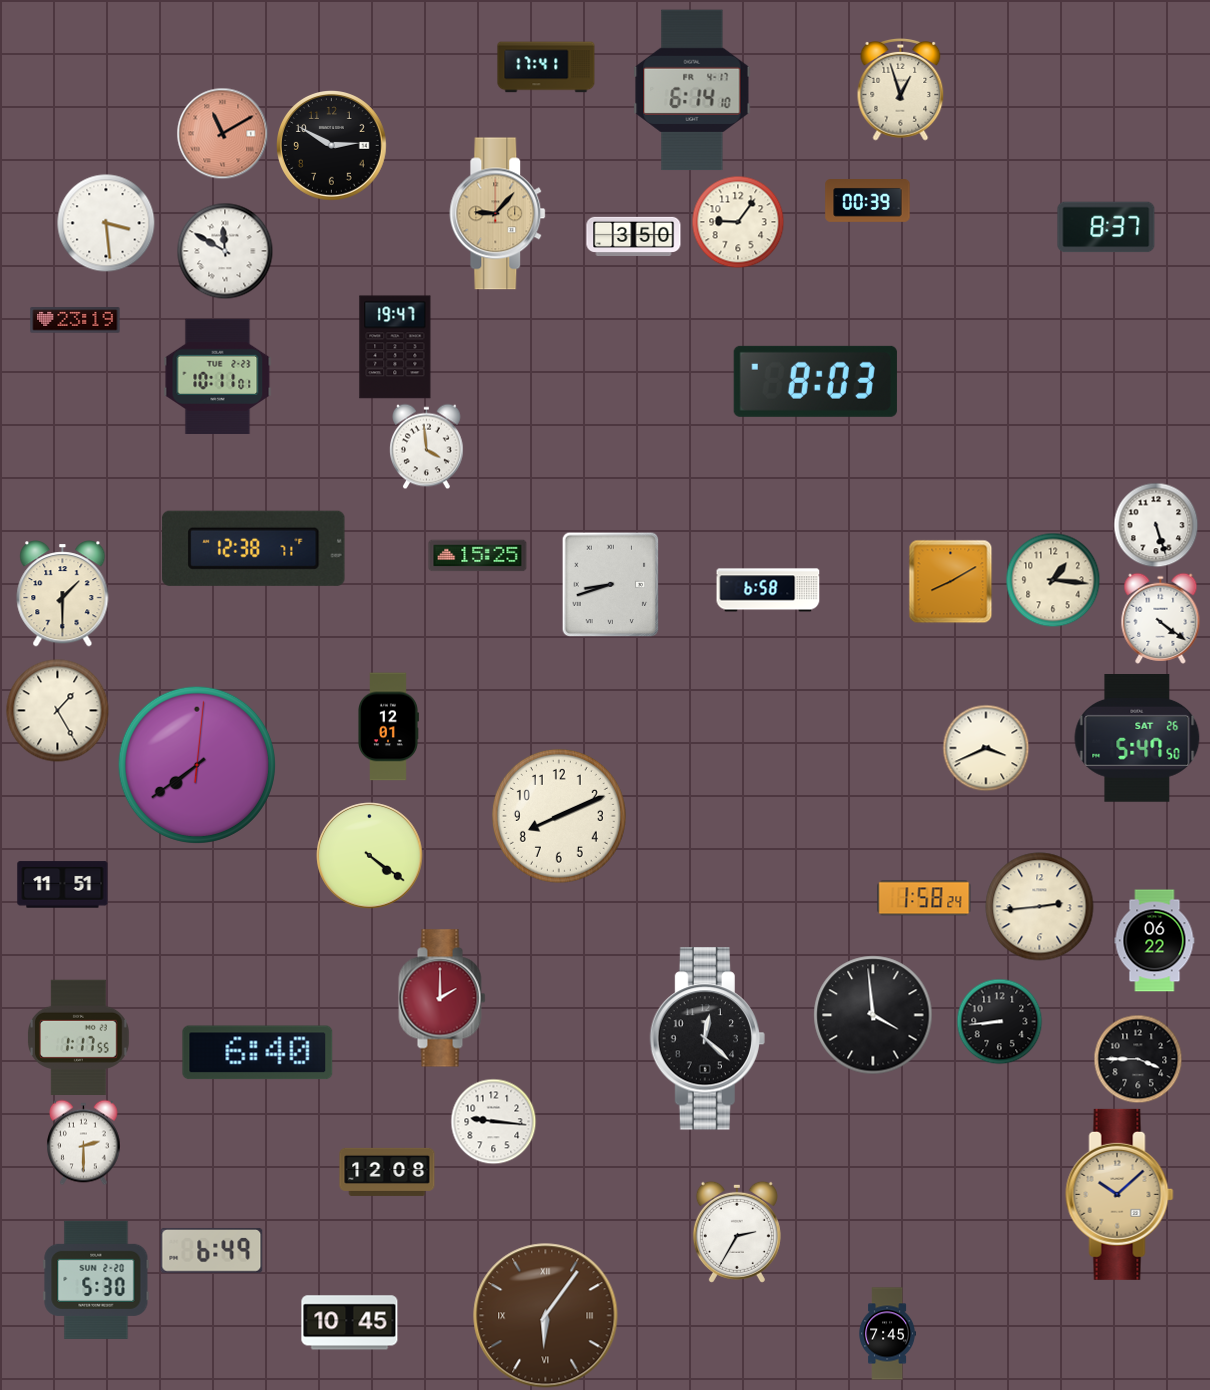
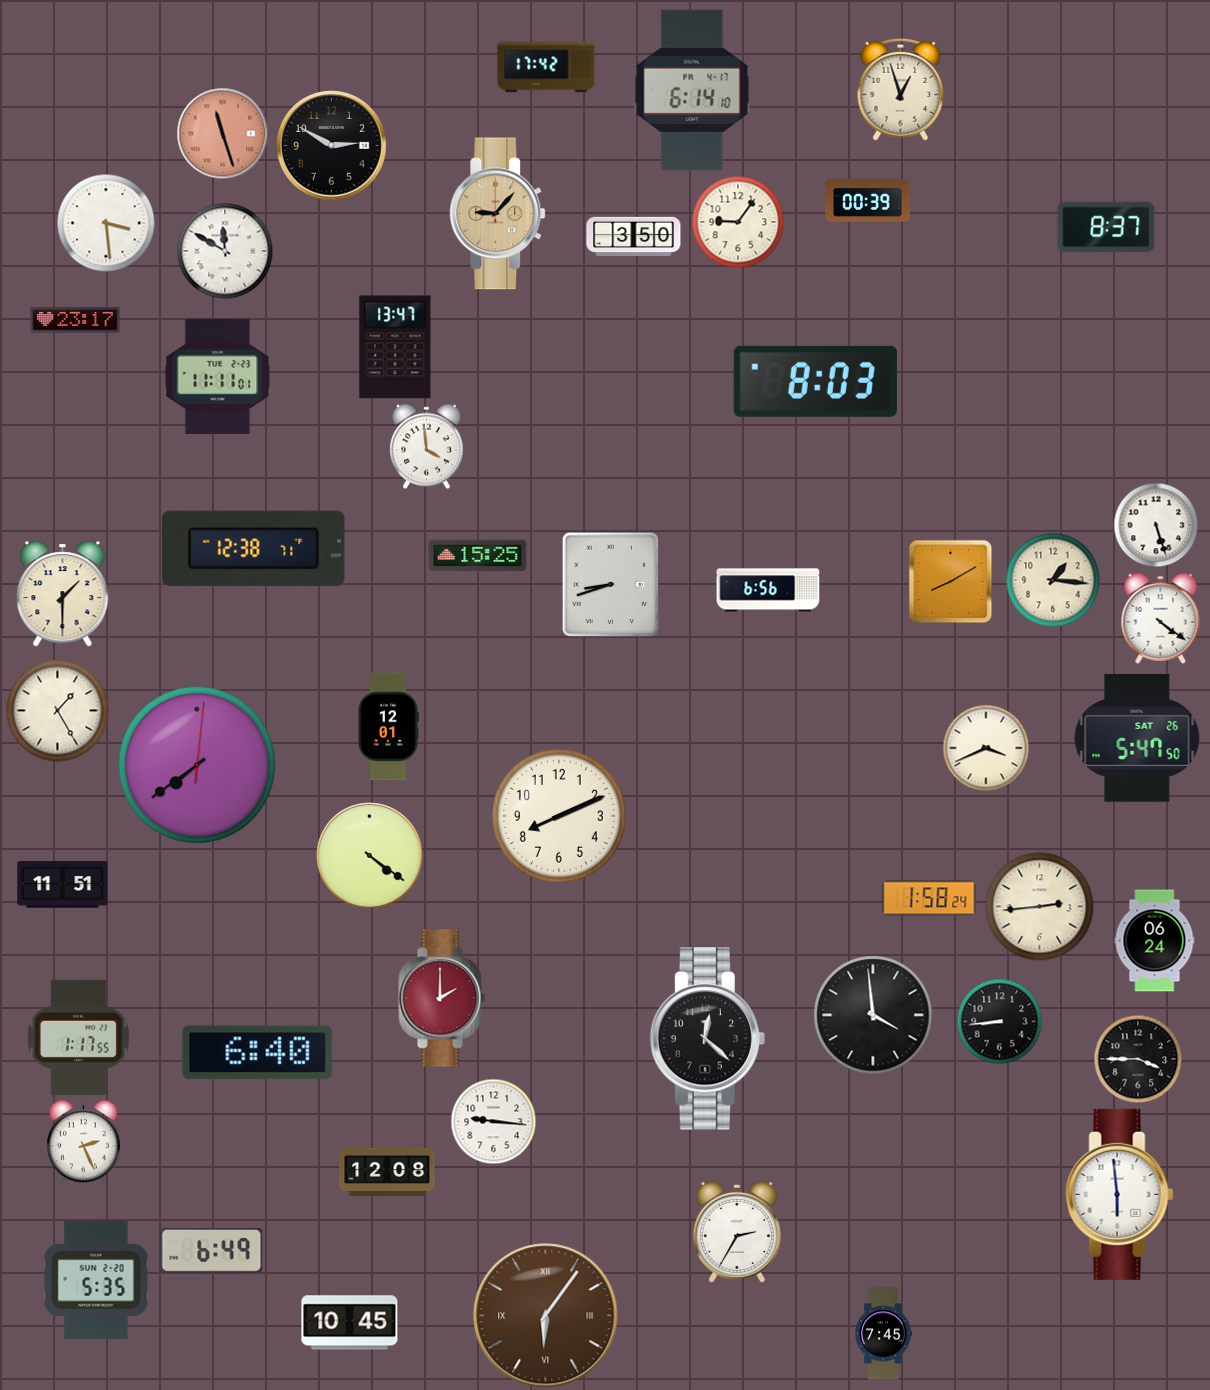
clock at (546, 67): 17:41 -> 17:42
clock at (222, 133): 11:10 -> 11:27
clock at (75, 320): 23:19 -> 23:17
clock at (395, 347): 19:47 -> 13:47
clock at (218, 376): 10:11 -> 11:11
clock at (768, 590): 6:58 -> 6:56
clock at (924, 898) position: (924, 898) -> (929, 898)
clock at (1155, 941): 06:22 -> 06:24
clock at (84, 1142): 2:30 -> 2:26
clock at (1120, 1194): 10:08 -> 5:59
clock at (1120, 1194) dial: champagne -> white
clock at (96, 1280): 5:30 -> 5:35
clock at (887, 1334) position: (887, 1334) -> (883, 1334)
